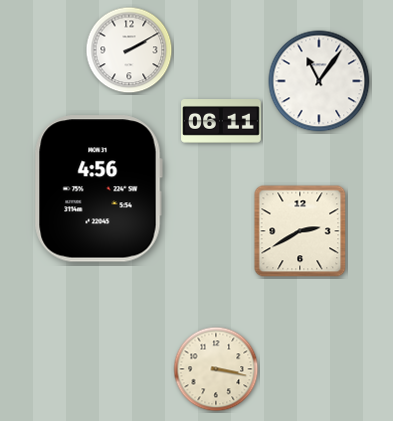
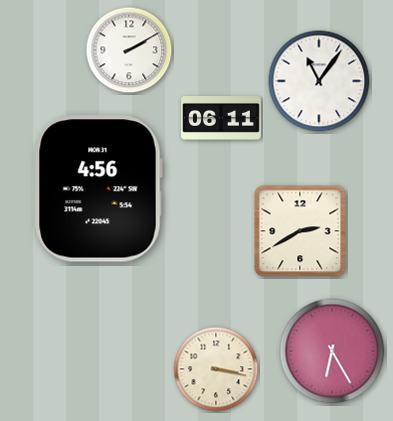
clock at (221, 122) position: (221, 122) -> (221, 119)
clock at (332, 351): none -> 6:25
